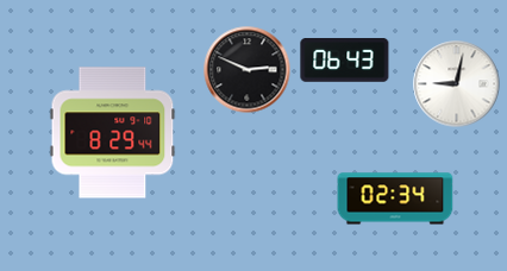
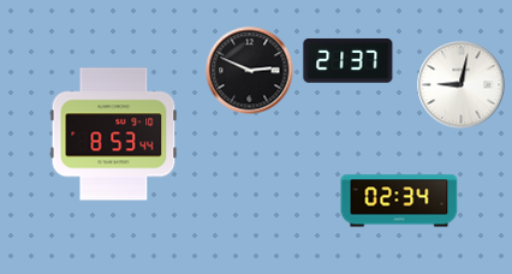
clock at (345, 61): 06:43 -> 21:37
clock at (113, 133): 8:29 -> 8:53
